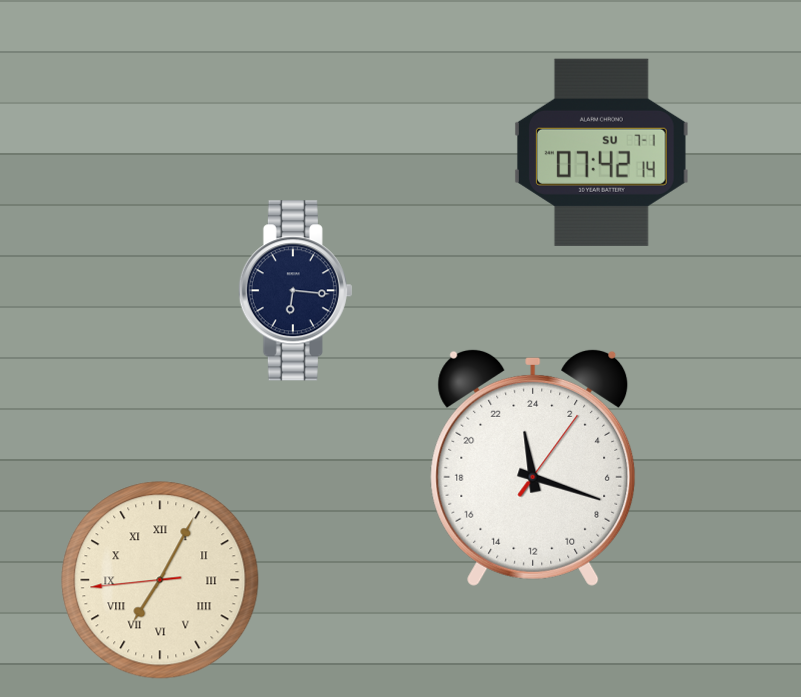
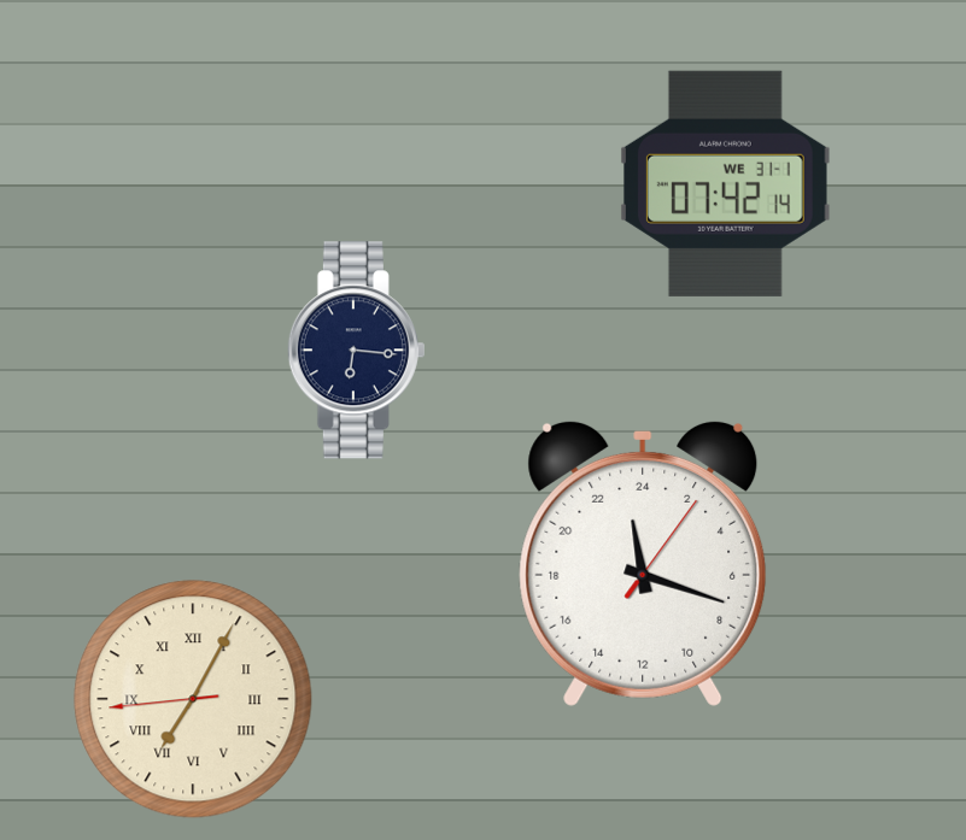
clock at (602, 152) date: SU 7-1 -> WE 31-1
